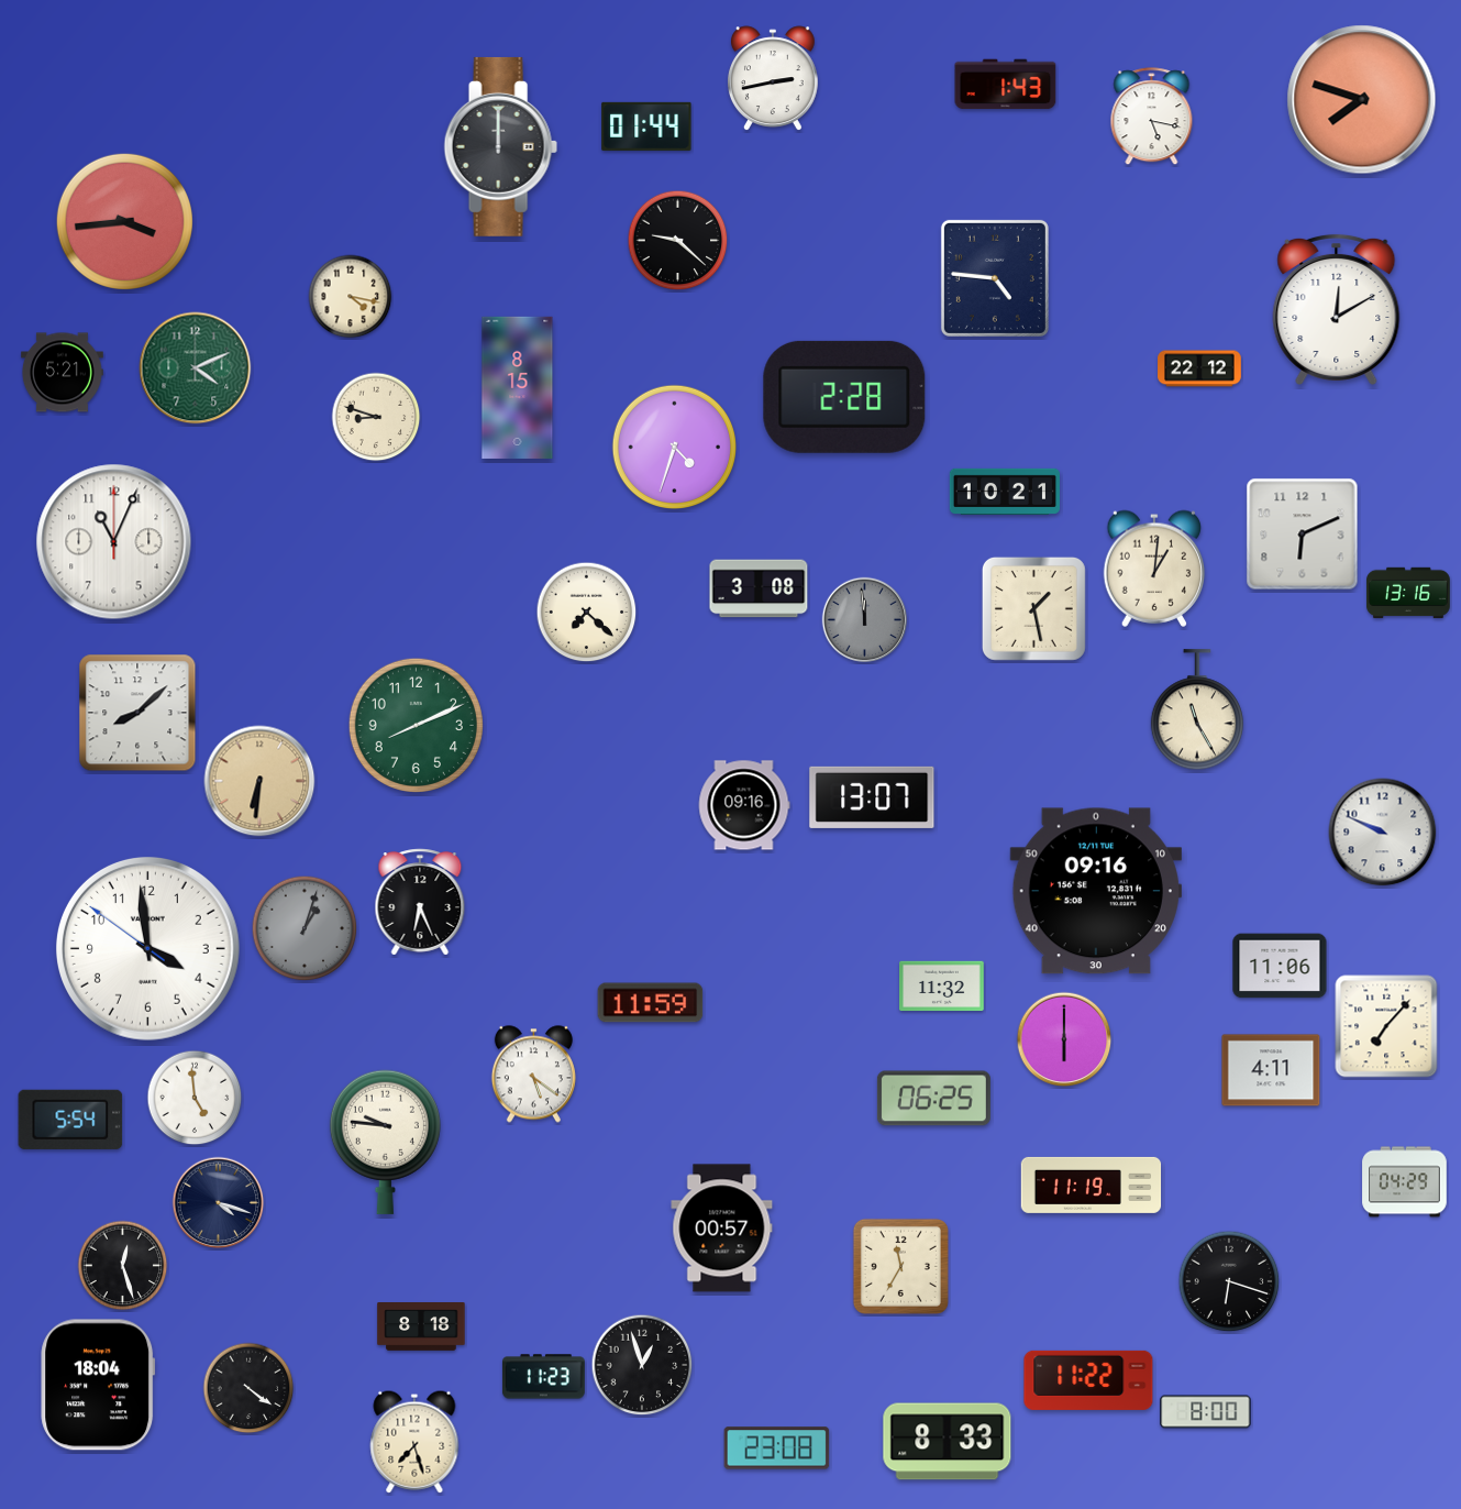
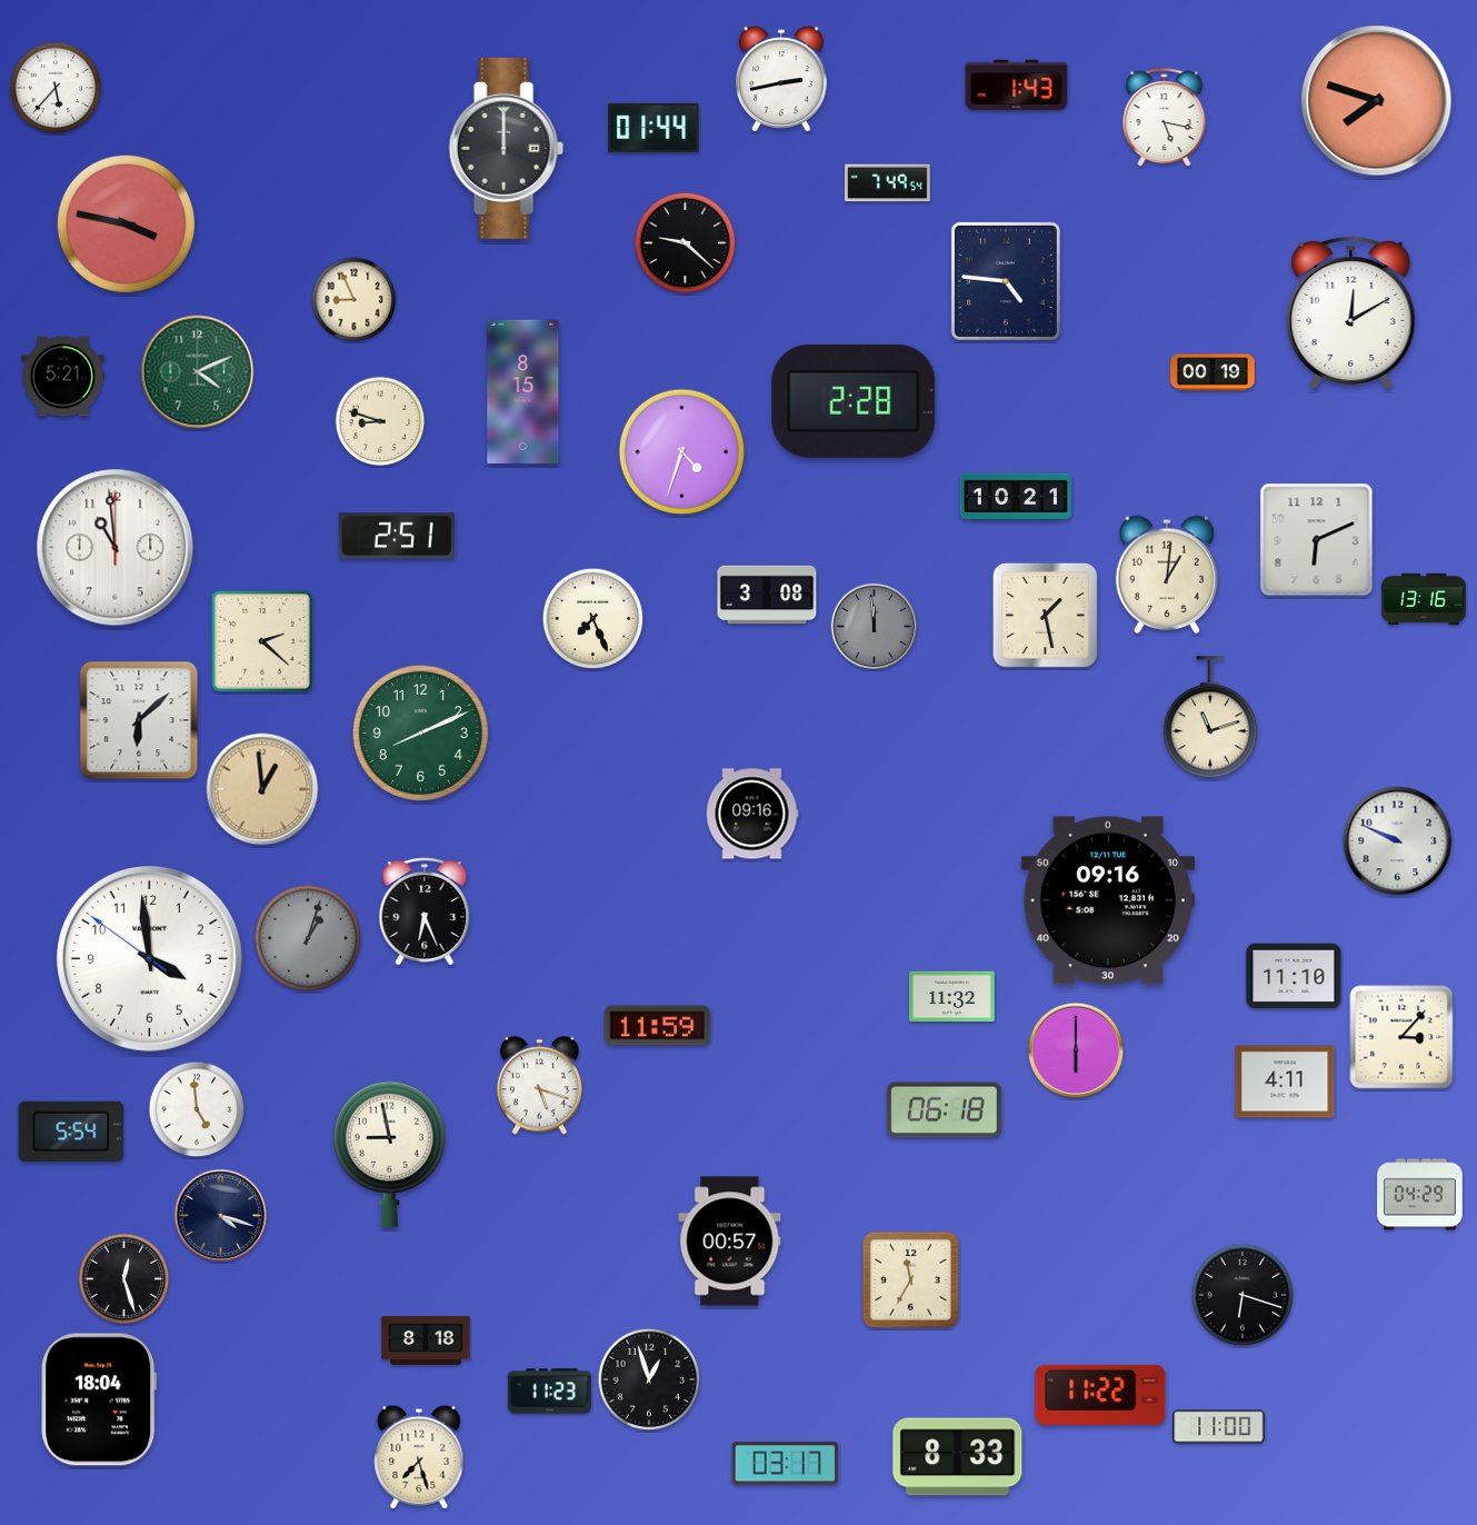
clock at (56, 88): none -> 5:37
clock at (888, 183): none -> 7:49
clock at (124, 221): 3:44 -> 3:47
clock at (351, 297): 4:17 -> 8:56
clock at (1199, 368): 22:12 -> 00:19
clock at (397, 536): none -> 2:51
clock at (114, 542): 11:04 -> 10:59
clock at (587, 613): 7:22 -> 7:26
clock at (263, 642): none -> 2:22
clock at (1196, 711): 11:25 -> 11:12
clock at (137, 713): 8:08 -> 6:08
clock at (259, 781): 6:31 -> 12:59
clock at (872, 797): 13:07 -> none
clock at (1280, 966): 11:06 -> 11:10
clock at (651, 1003) position: (651, 1003) -> (658, 1026)
clock at (1386, 1026): 7:07 -> 3:07
clock at (533, 1075): 5:21 -> 5:18
clock at (933, 1099): 06:25 -> 06:18
clock at (385, 1142): 9:46 -> 8:58
clock at (1092, 1185): 11:19 -> none
clock at (248, 1388): 4:21 -> none
clock at (1206, 1412): 8:00 -> 11:00
clock at (777, 1449): 23:08 -> 03:17
